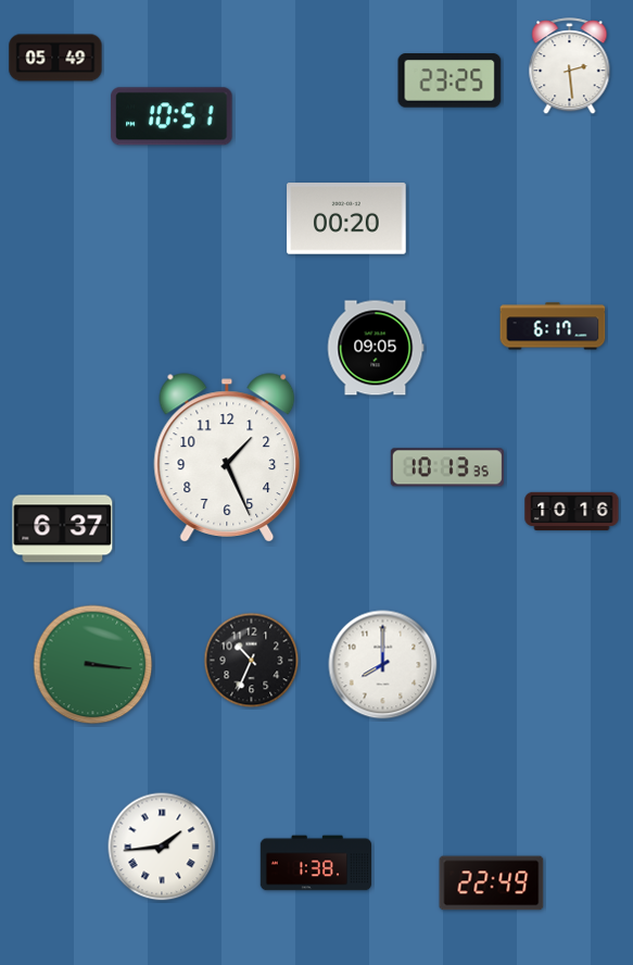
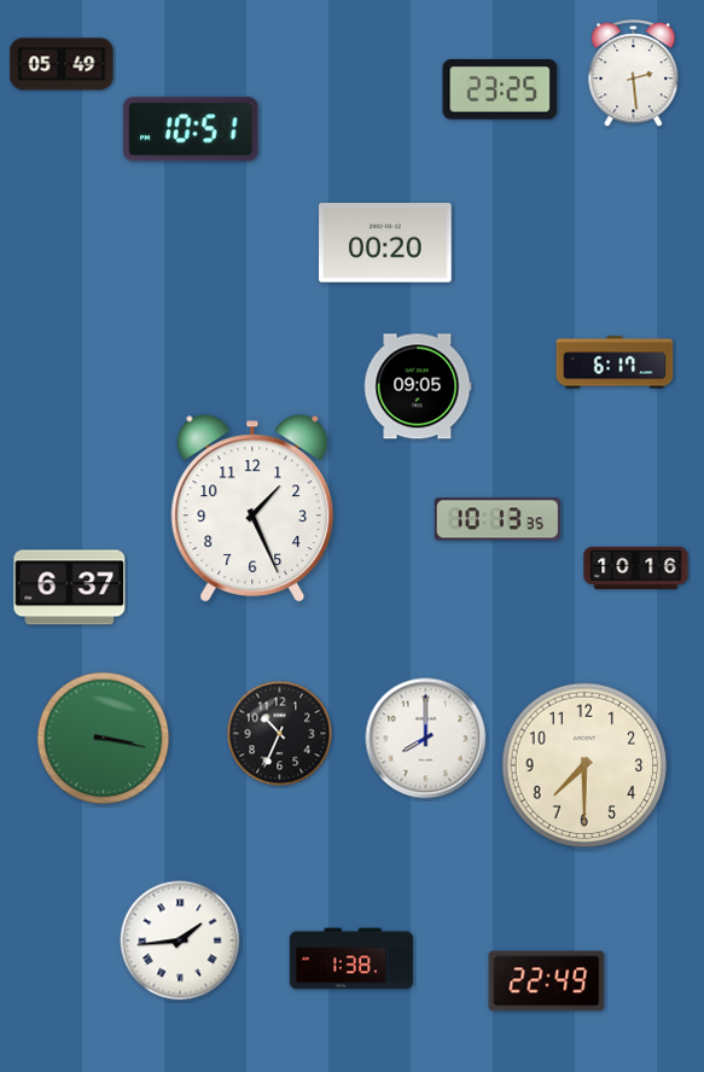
clock at (93, 665): 3:16 -> 3:17
clock at (584, 765): none -> 7:30
